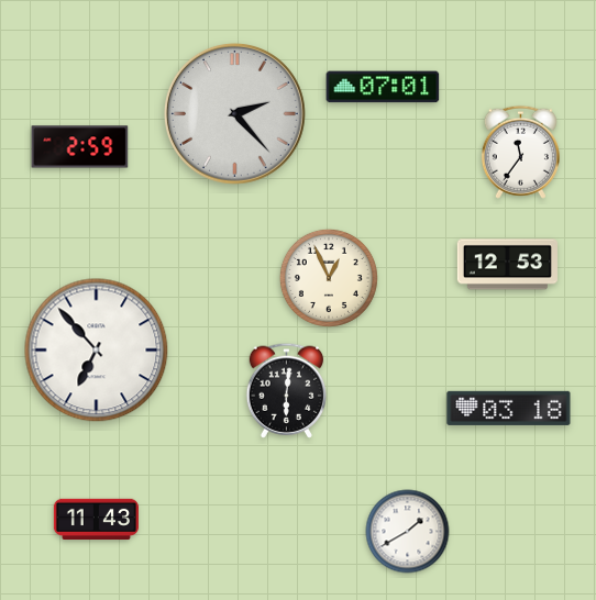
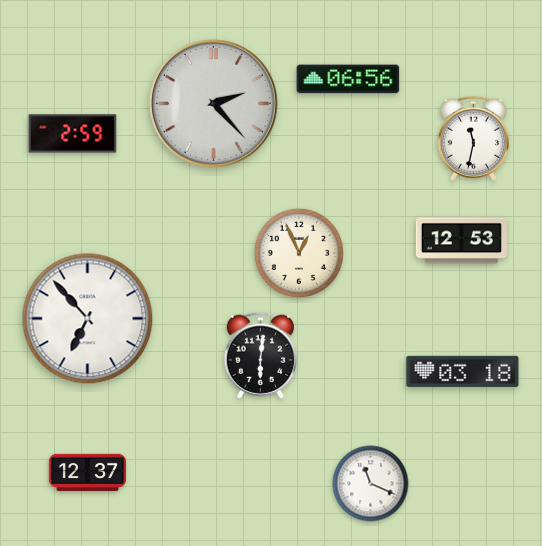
clock at (383, 87): 07:01 -> 06:56
clock at (520, 152): 11:36 -> 11:32
clock at (96, 519): 11:43 -> 12:37
clock at (408, 532): 1:40 -> 11:19
